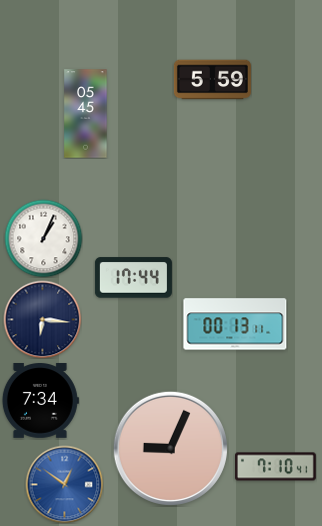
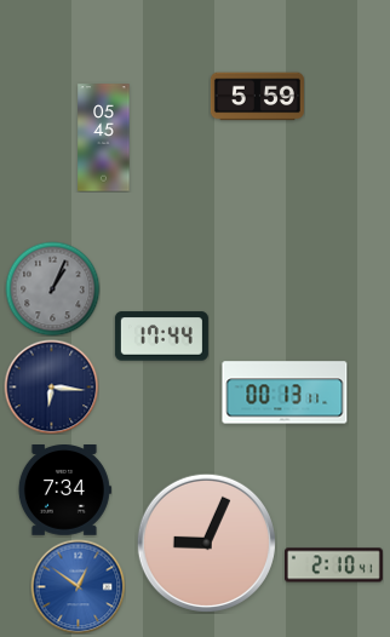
clock at (43, 238) dial: white -> grey
clock at (40, 401) position: (40, 401) -> (64, 490)
clock at (276, 467): 7:10 -> 2:10
